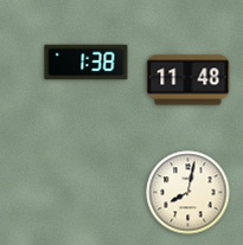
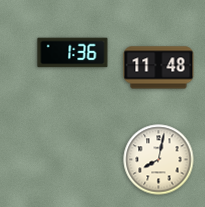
clock at (87, 63): 1:38 -> 1:36
clock at (188, 193) position: (188, 193) -> (159, 160)
